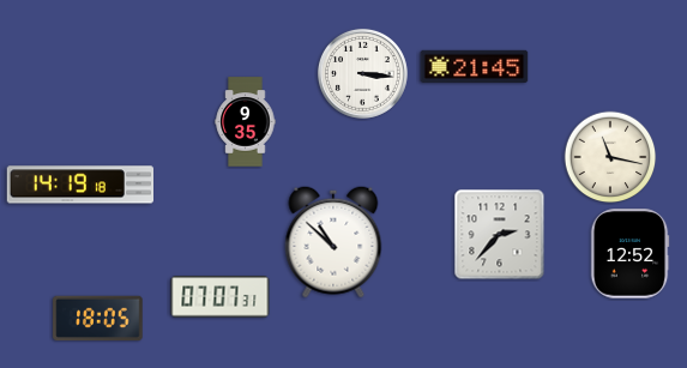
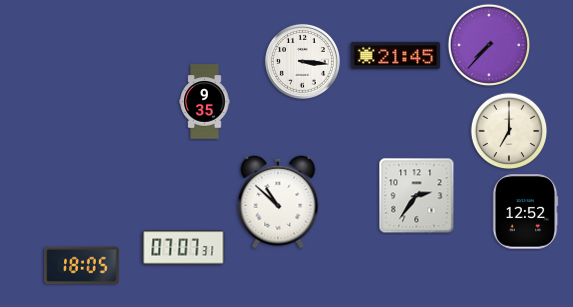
clock at (489, 45): none -> 7:37
clock at (610, 157): 11:17 -> 7:00
clock at (79, 185): 14:19 -> none
clock at (500, 235): 2:37 -> 2:36
